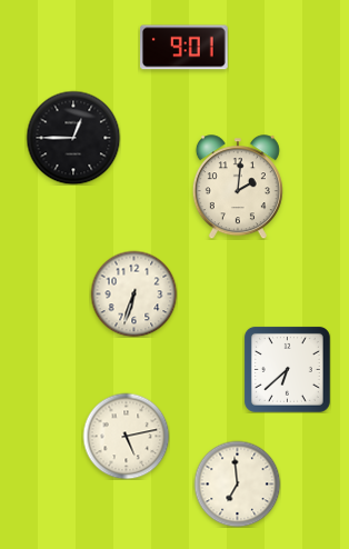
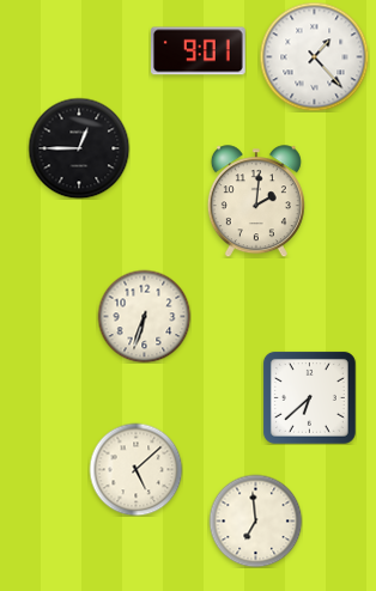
clock at (314, 56): none -> 1:23
clock at (126, 436): 5:13 -> 5:08
